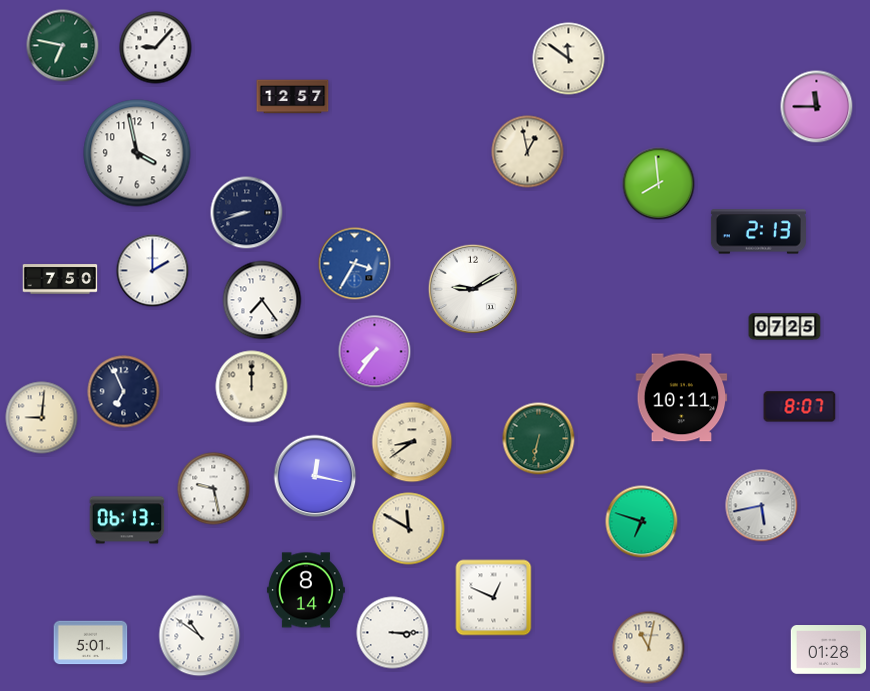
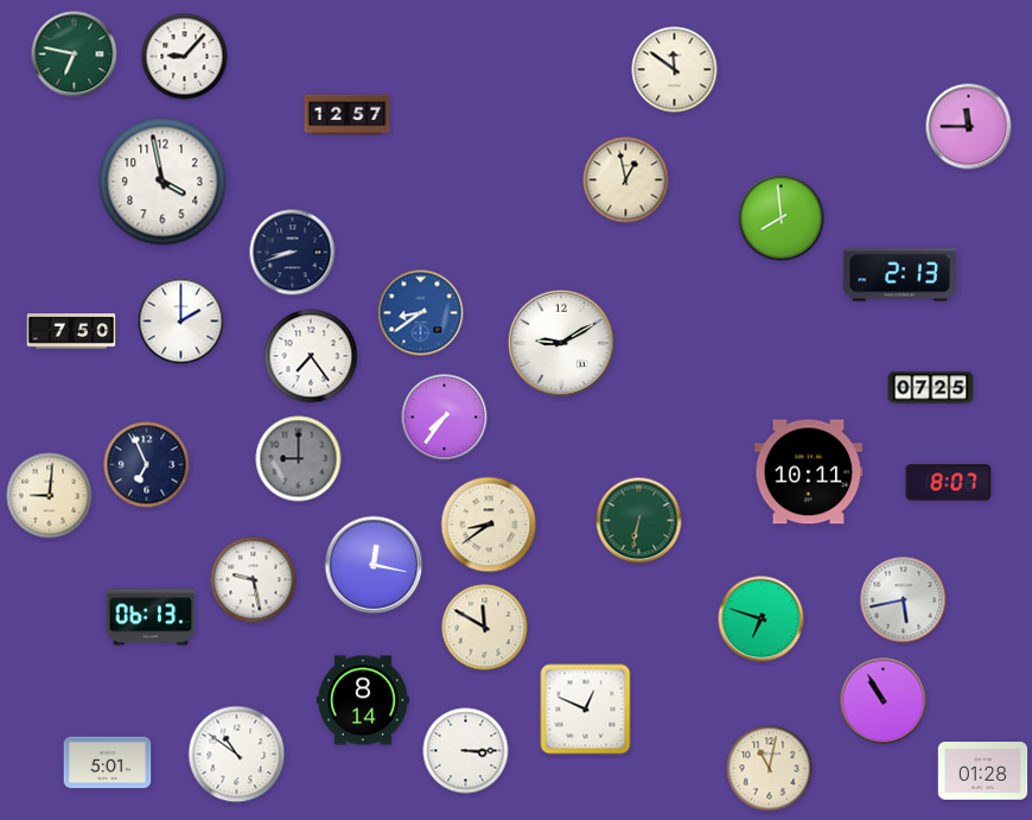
clock at (355, 264): 3:35 -> 8:39
clock at (252, 387): 12:00 -> 9:00
clock at (252, 387) dial: cream -> grey
clock at (884, 701): none -> 10:55
